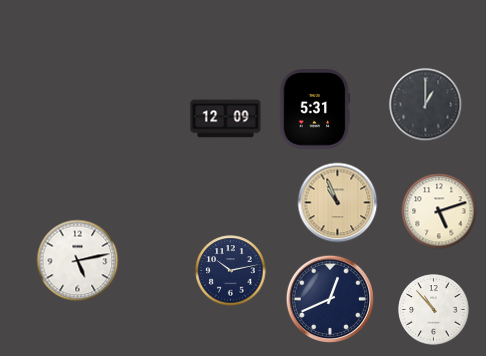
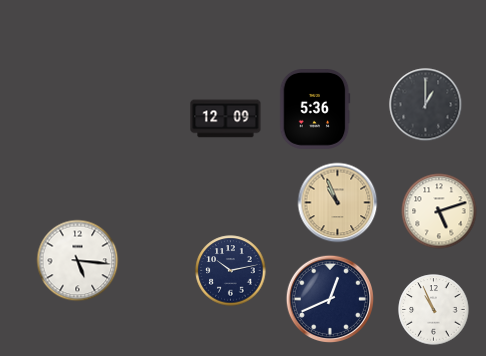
clock at (315, 110): 5:31 -> 5:36
clock at (78, 261): 5:13 -> 5:16
clock at (434, 310): 10:53 -> 10:56
